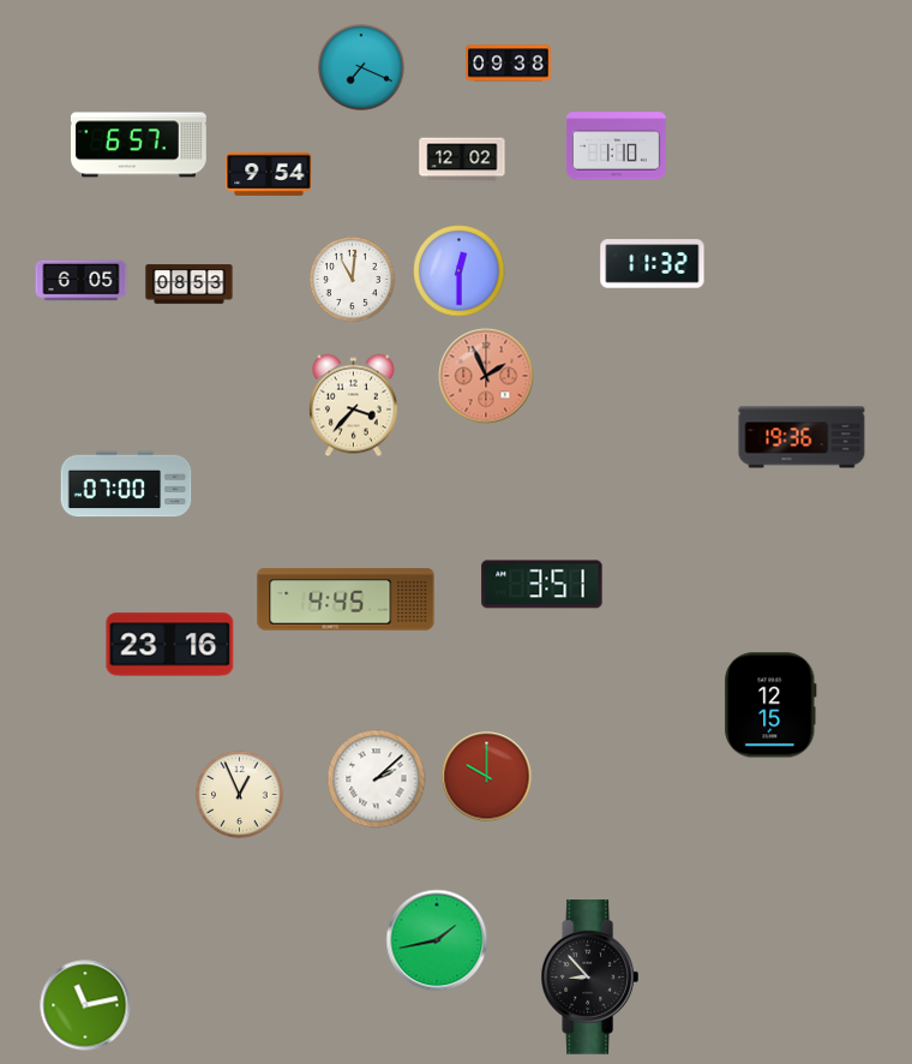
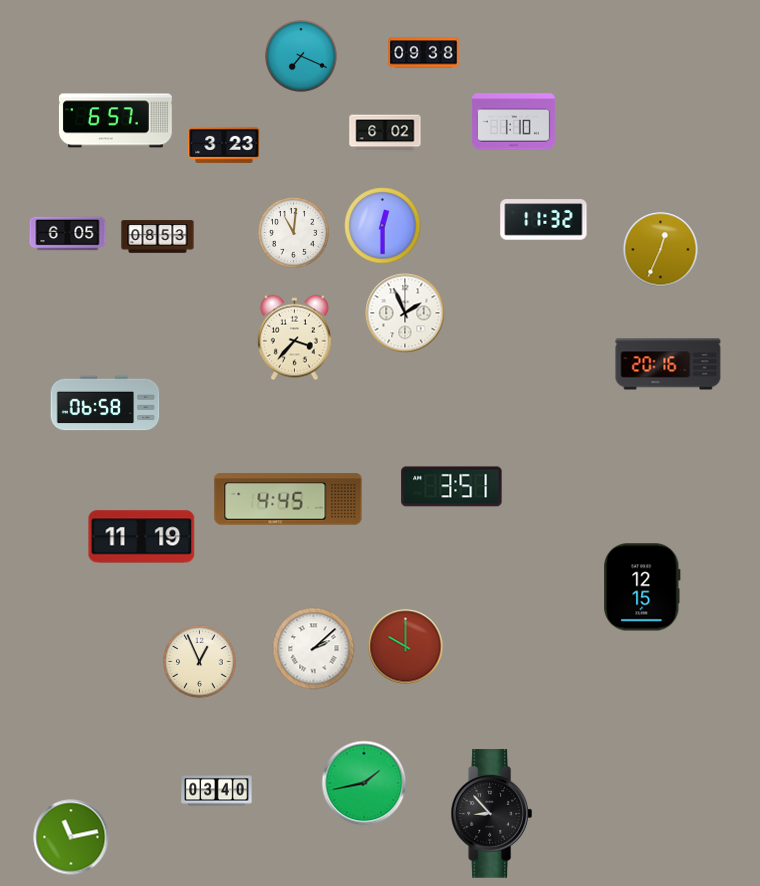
clock at (462, 160): 12:02 -> 6:02
clock at (269, 174): 9:54 -> 3:23
clock at (661, 250): none -> 12:34
clock at (486, 376) dial: salmon -> white
clock at (802, 437): 19:36 -> 20:16
clock at (126, 484): 07:00 -> 06:58
clock at (170, 645): 23:16 -> 11:19
clock at (217, 791): none -> 03:40
